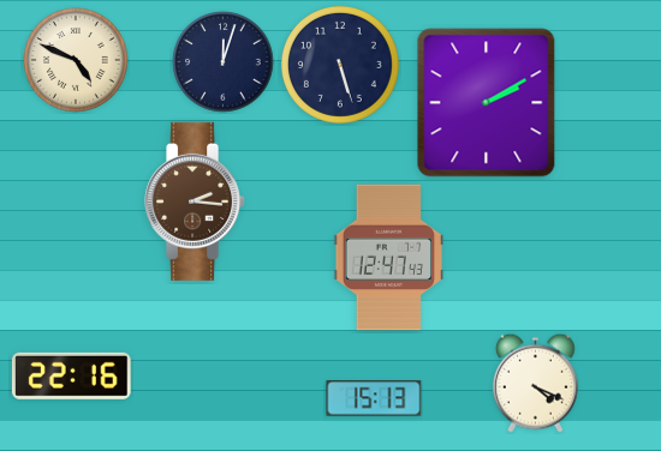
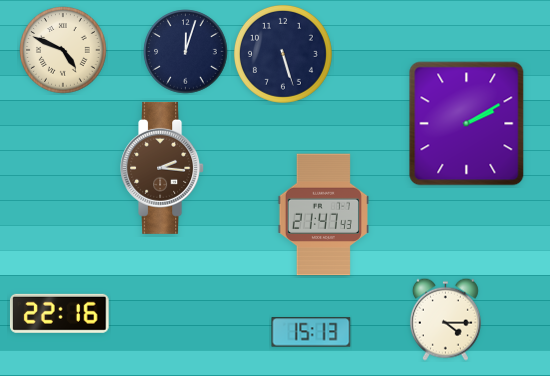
clock at (487, 103) position: (487, 103) -> (467, 124)
clock at (388, 258): 12:47 -> 21:47
clock at (535, 383): 4:19 -> 4:15
